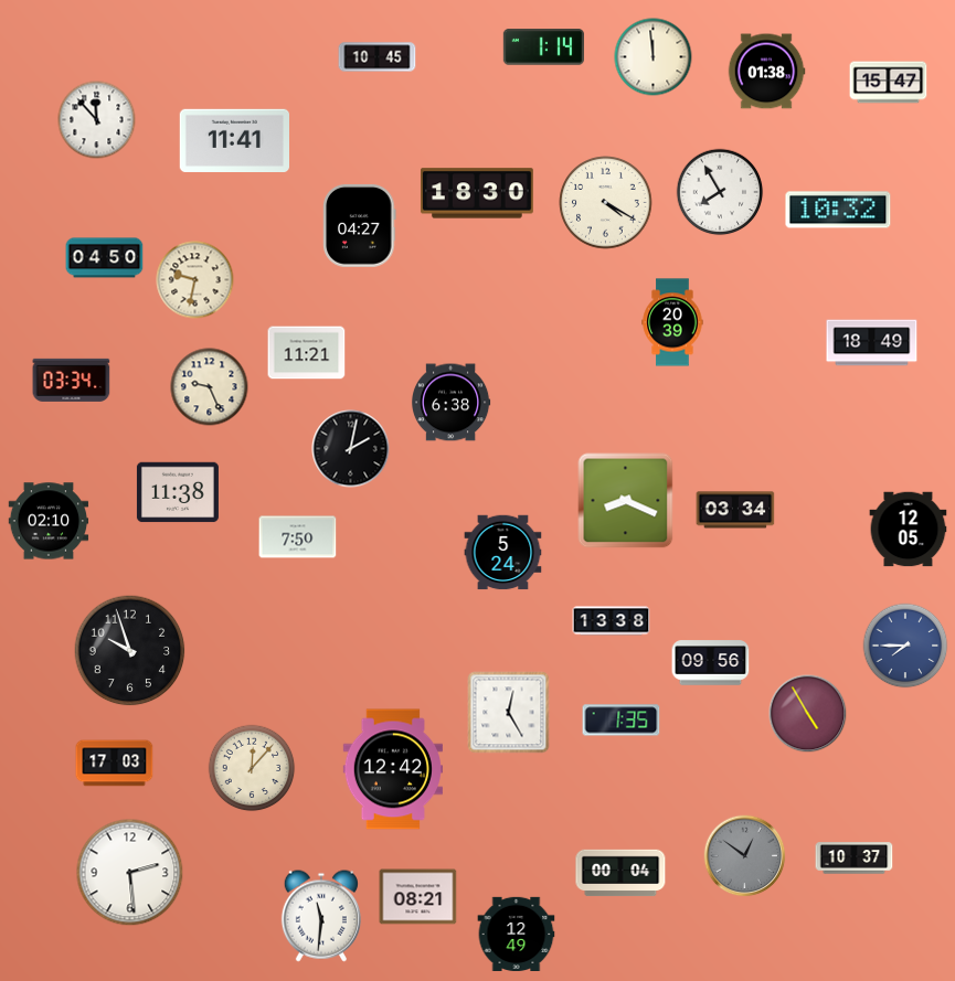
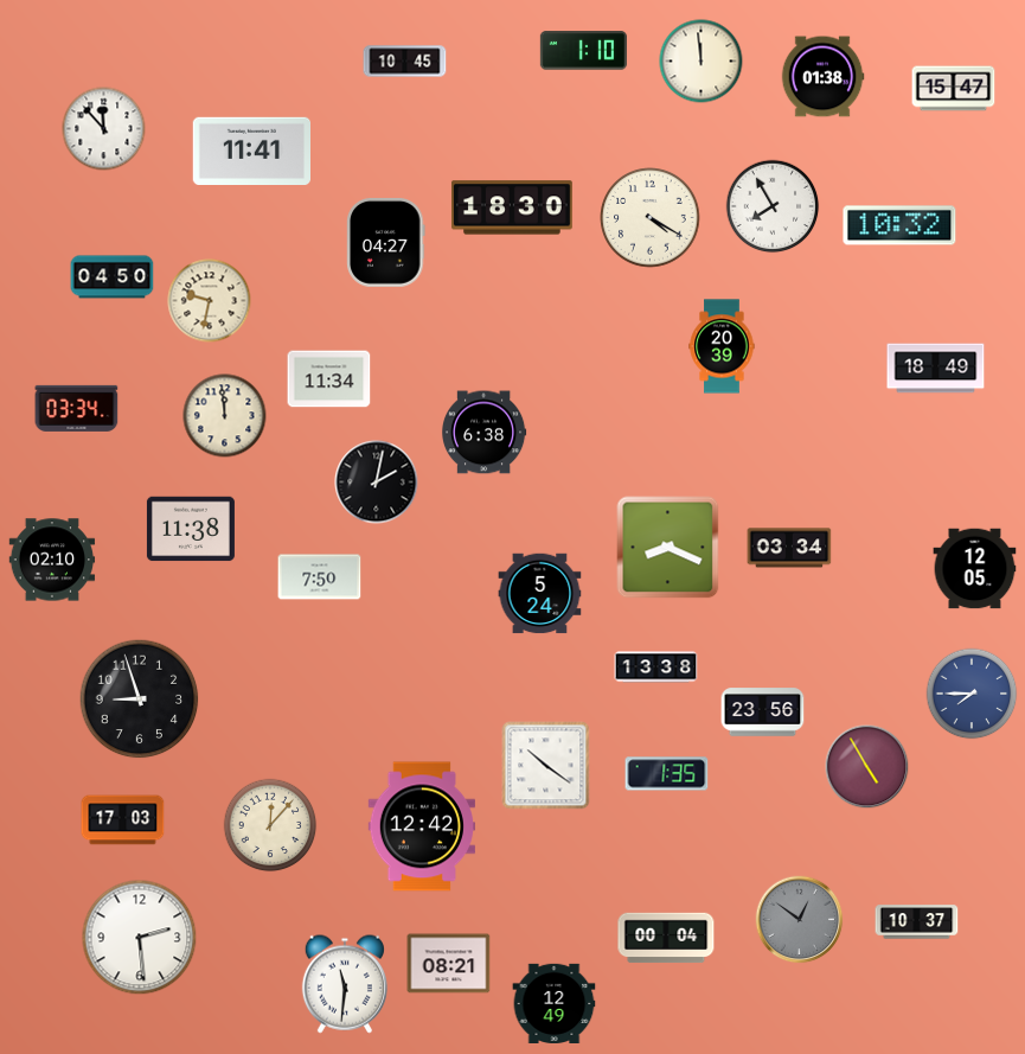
clock at (543, 47): 1:14 -> 1:10
clock at (307, 353): 11:21 -> 11:34
clock at (210, 387): 9:26 -> 11:59
clock at (626, 501) position: (626, 501) -> (668, 548)
clock at (130, 651): 9:57 -> 8:57
clock at (711, 663): 09:56 -> 23:56
clock at (509, 713): 12:25 -> 10:21
